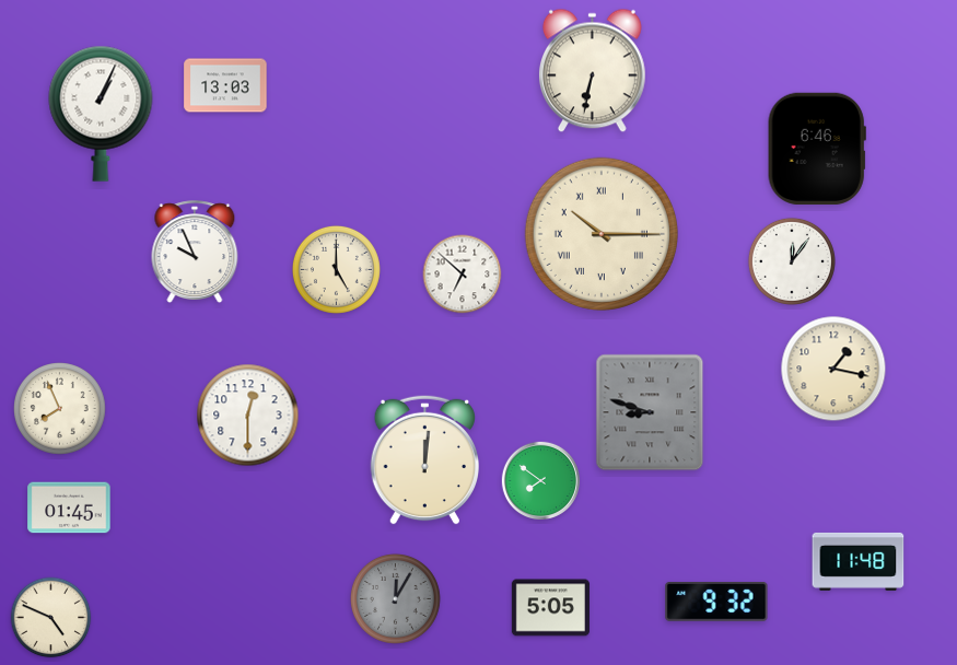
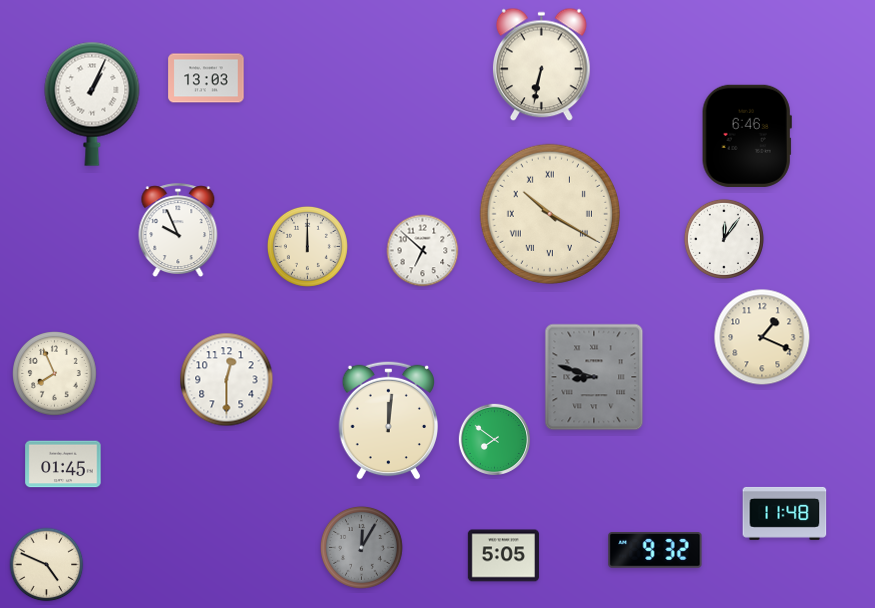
clock at (602, 234): 10:15 -> 10:20
clock at (336, 269): 5:00 -> 12:00
clock at (833, 369): 1:17 -> 1:19
